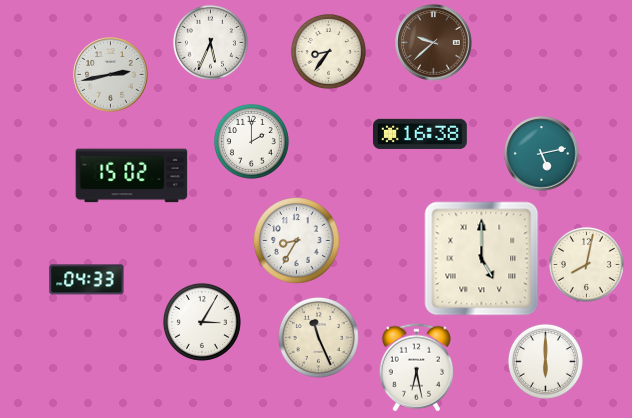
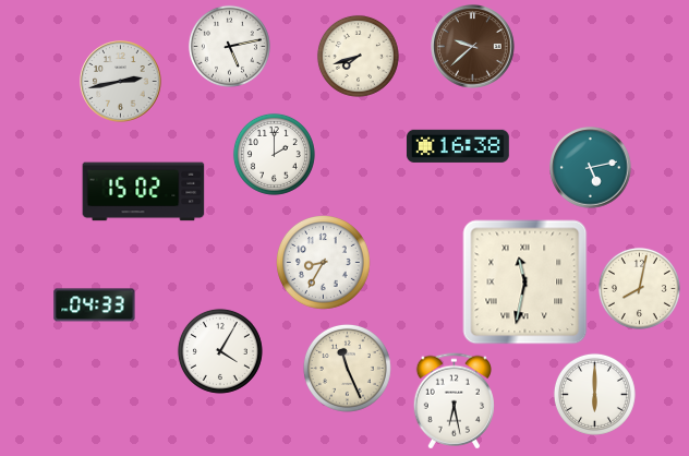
clock at (210, 42): 5:34 -> 5:13
clock at (328, 51): 8:36 -> 7:42
clock at (482, 259): 5:00 -> 11:32
clock at (202, 322): 3:05 -> 4:05
